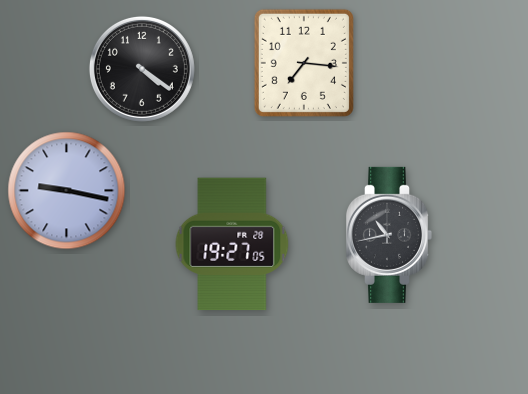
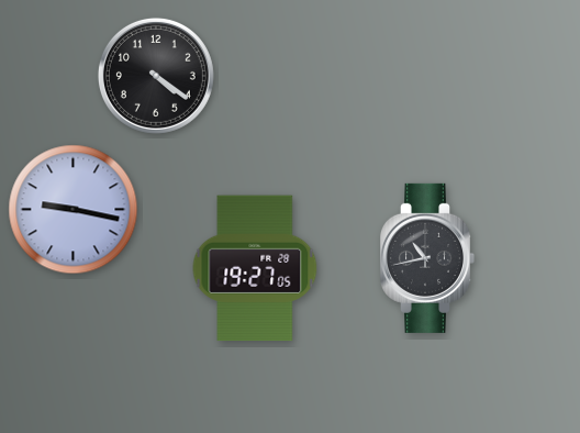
clock at (304, 63): 7:16 -> none
